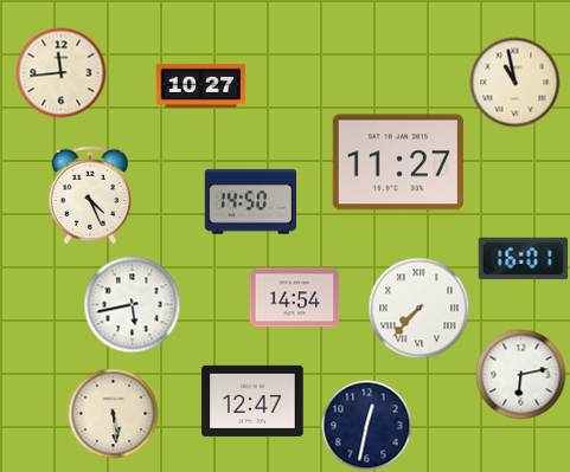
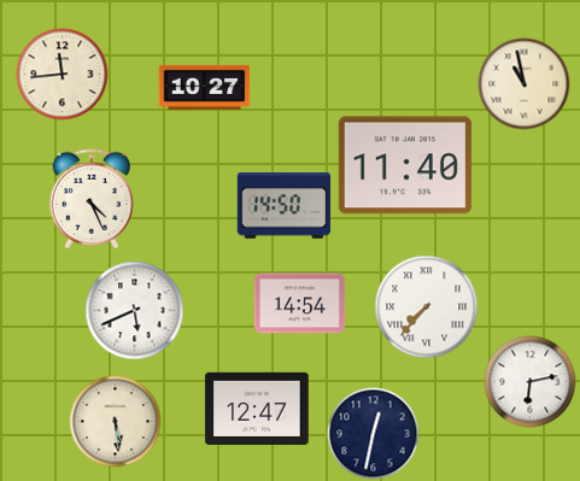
clock at (398, 162): 11:27 -> 11:40
clock at (250, 202) position: (250, 202) -> (283, 206)
clock at (524, 259): 16:01 -> none
clock at (133, 305): 5:43 -> 5:41
clock at (420, 309) position: (420, 309) -> (427, 307)
